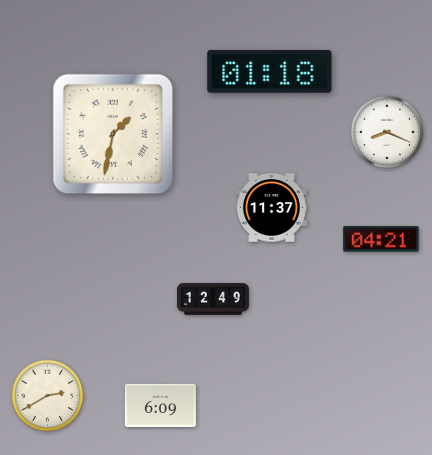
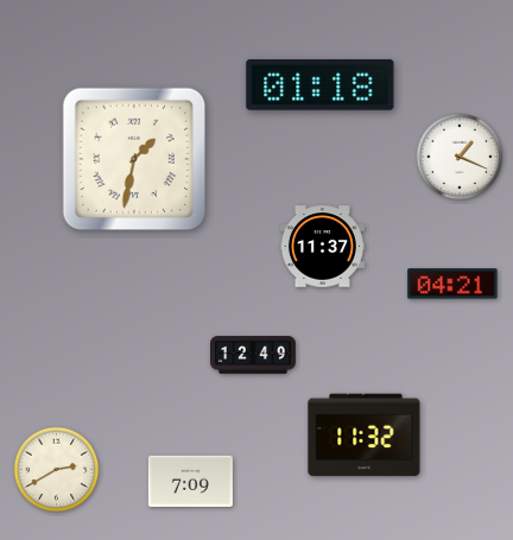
clock at (387, 132): 8:19 -> 1:19
clock at (365, 436): none -> 11:32
clock at (160, 405): 6:09 -> 7:09
